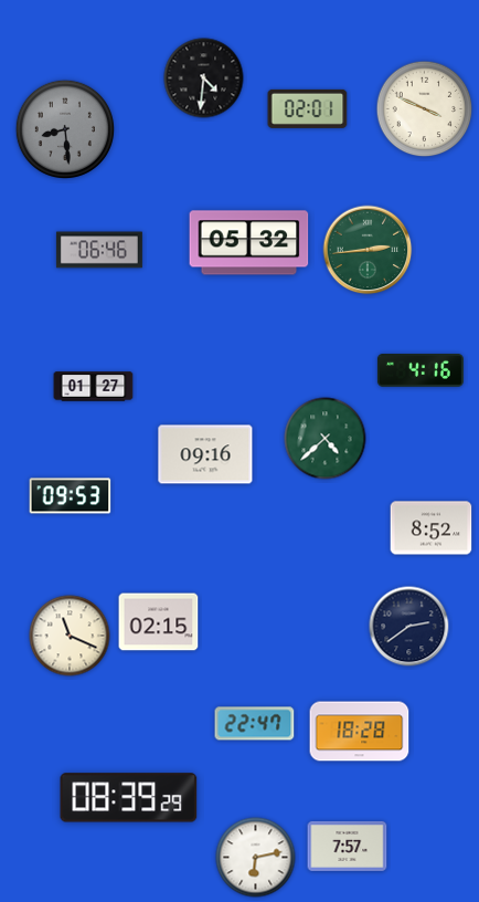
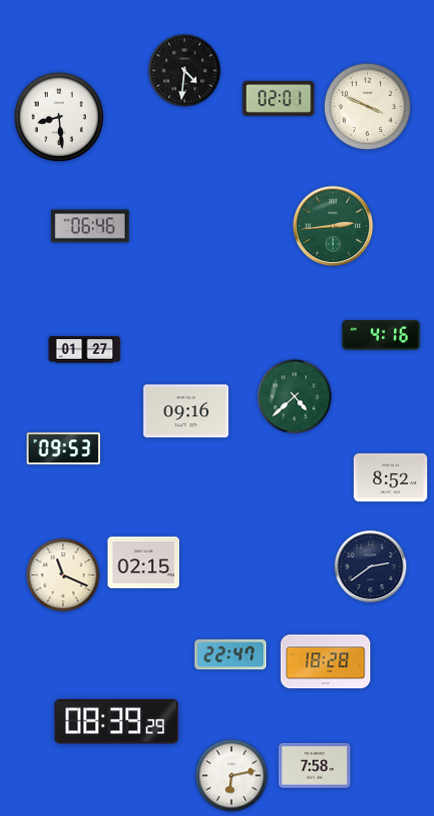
clock at (425, 109) position: (425, 109) -> (368, 107)
clock at (64, 128) dial: grey -> white
clock at (249, 243): 05:32 -> none
clock at (348, 846): 7:57 -> 7:58
